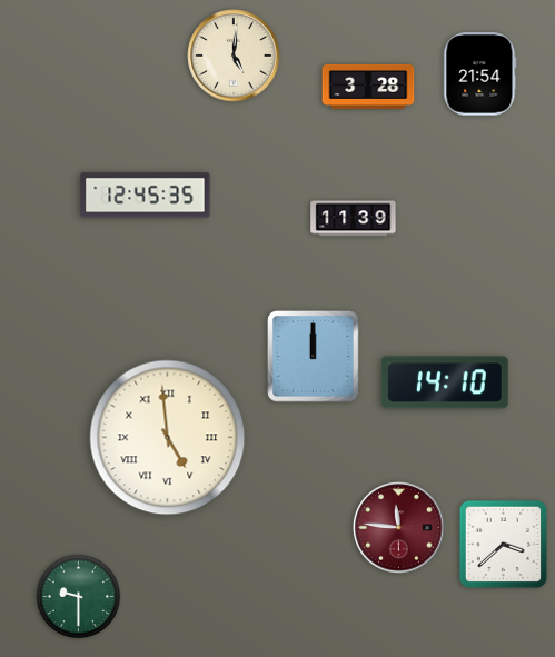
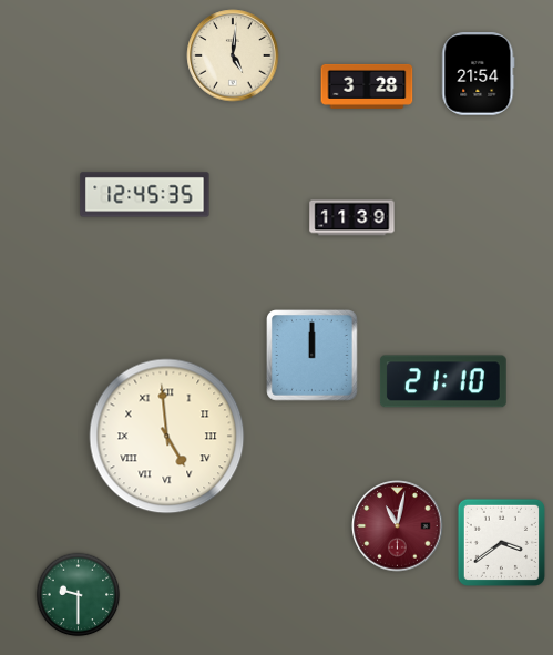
clock at (445, 382): 14:10 -> 21:10
clock at (399, 528): 11:46 -> 11:02
clock at (503, 544): 3:38 -> 3:39
